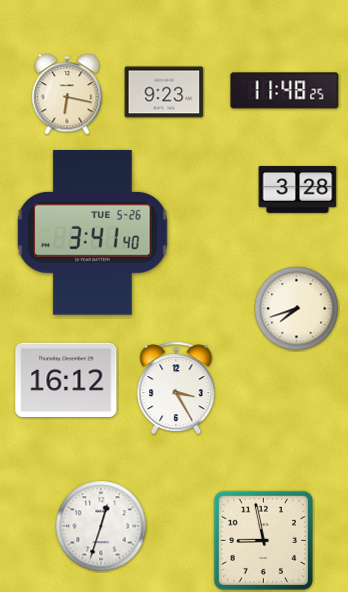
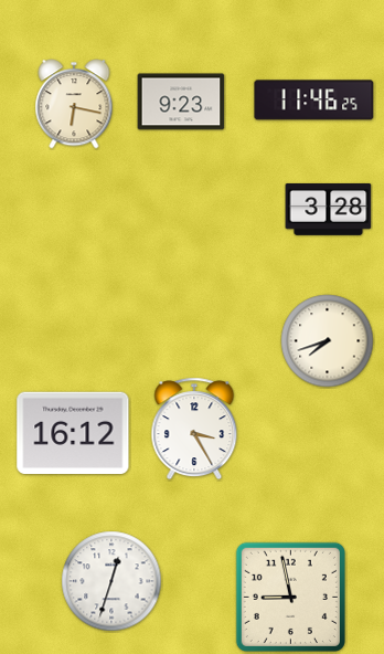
clock at (285, 91): 11:48 -> 11:46
clock at (93, 233): 3:41 -> none
clock at (66, 380) position: (66, 380) -> (73, 433)
